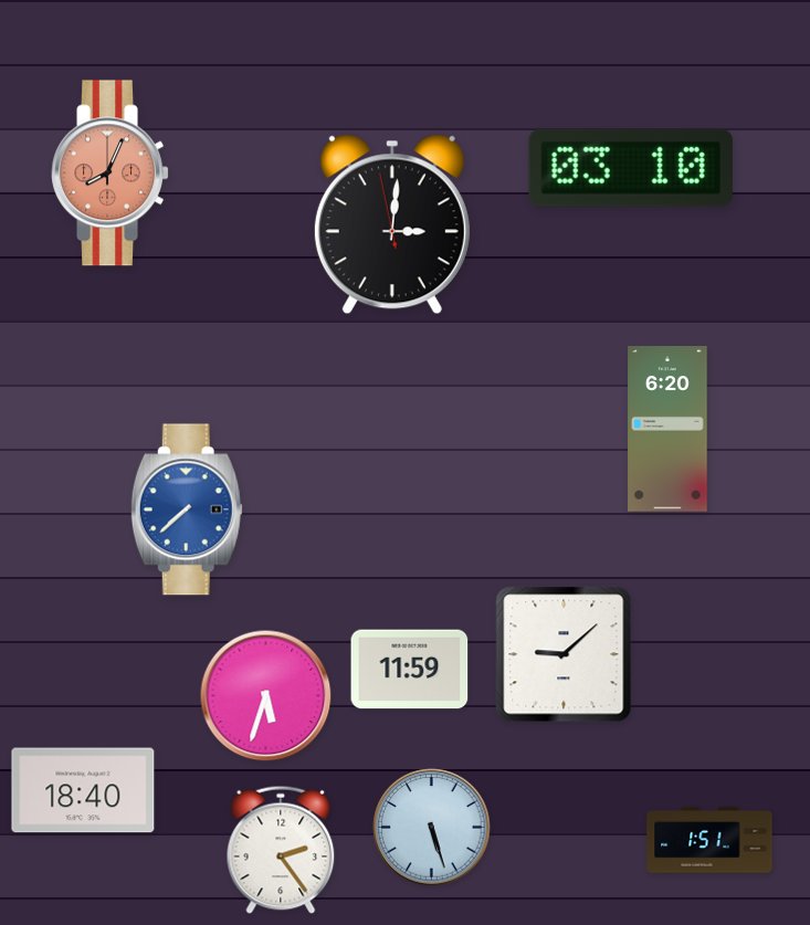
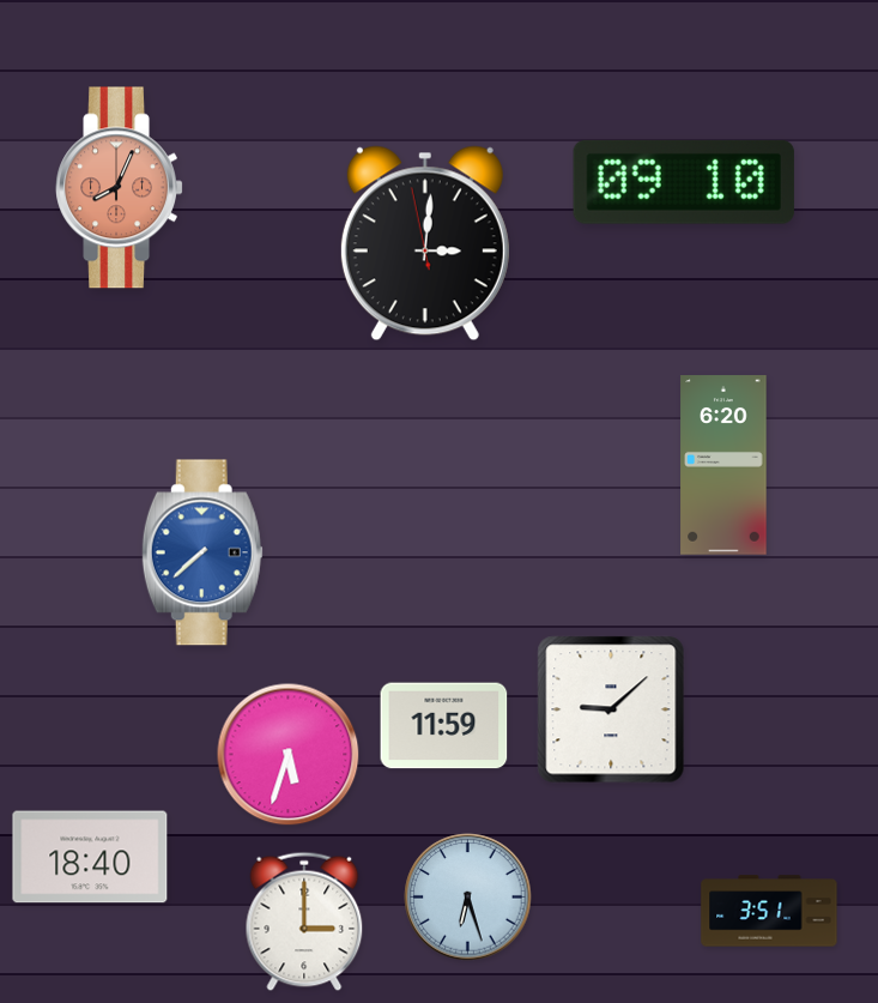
clock at (631, 168): 03:10 -> 09:10
clock at (432, 828): 5:27 -> 6:27
clock at (709, 840): 1:51 -> 3:51
clock at (281, 850): 2:24 -> 3:00
